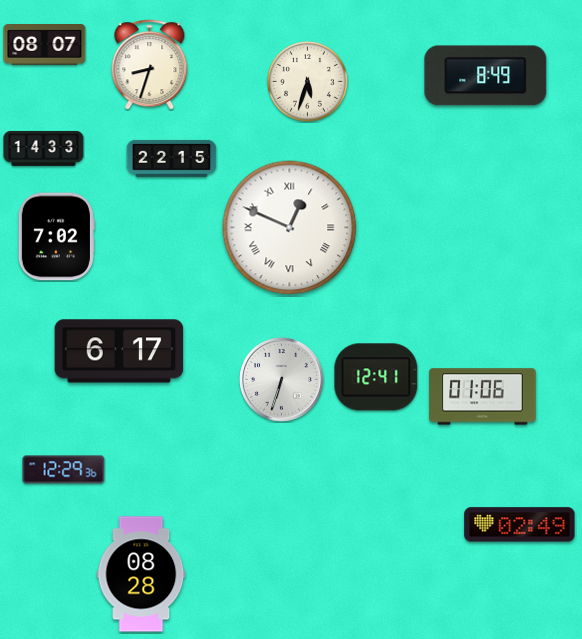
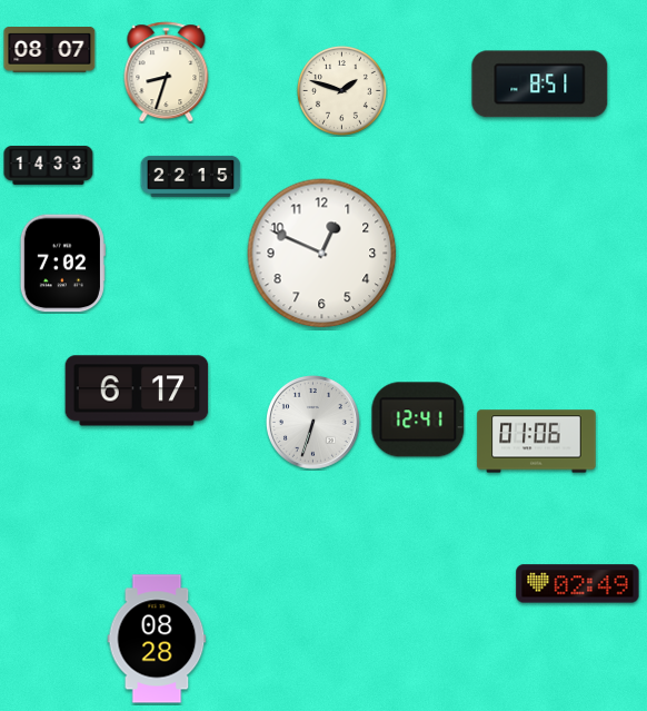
clock at (486, 76): 8:49 -> 8:51
clock at (307, 81): 5:33 -> 1:48
clock at (290, 228) numerals: Roman -> Arabic
clock at (119, 351) position: (119, 351) -> (137, 391)
clock at (64, 470): 12:29 -> none
